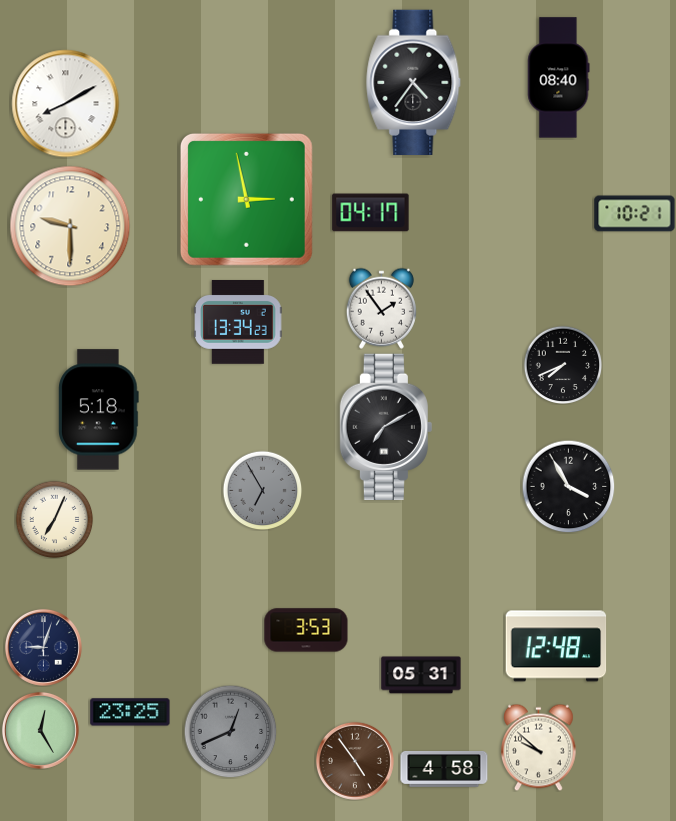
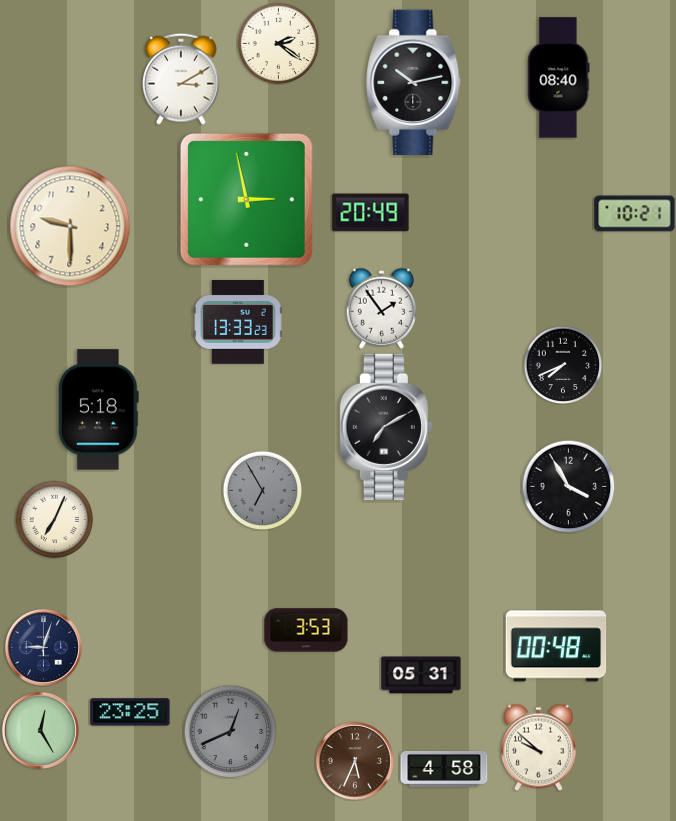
clock at (278, 43): none -> 2:21
clock at (182, 79): none -> 3:10
clock at (414, 82): 4:36 -> 10:13
clock at (66, 104): 8:10 -> none
clock at (371, 213): 04:17 -> 20:49
clock at (238, 323): 13:34 -> 13:33
clock at (556, 646): 12:48 -> 00:48
clock at (355, 761): 4:54 -> 5:34
